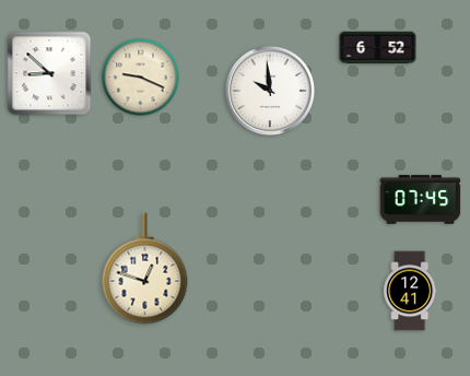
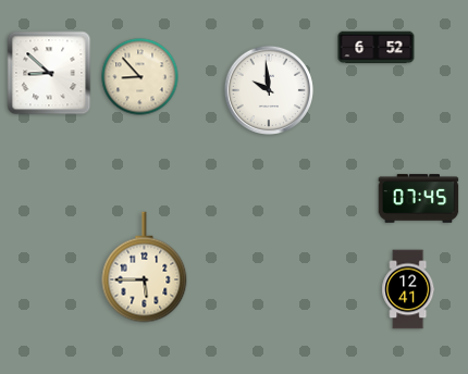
clock at (141, 78): 9:19 -> 8:53
clock at (145, 269): 12:48 -> 5:45
